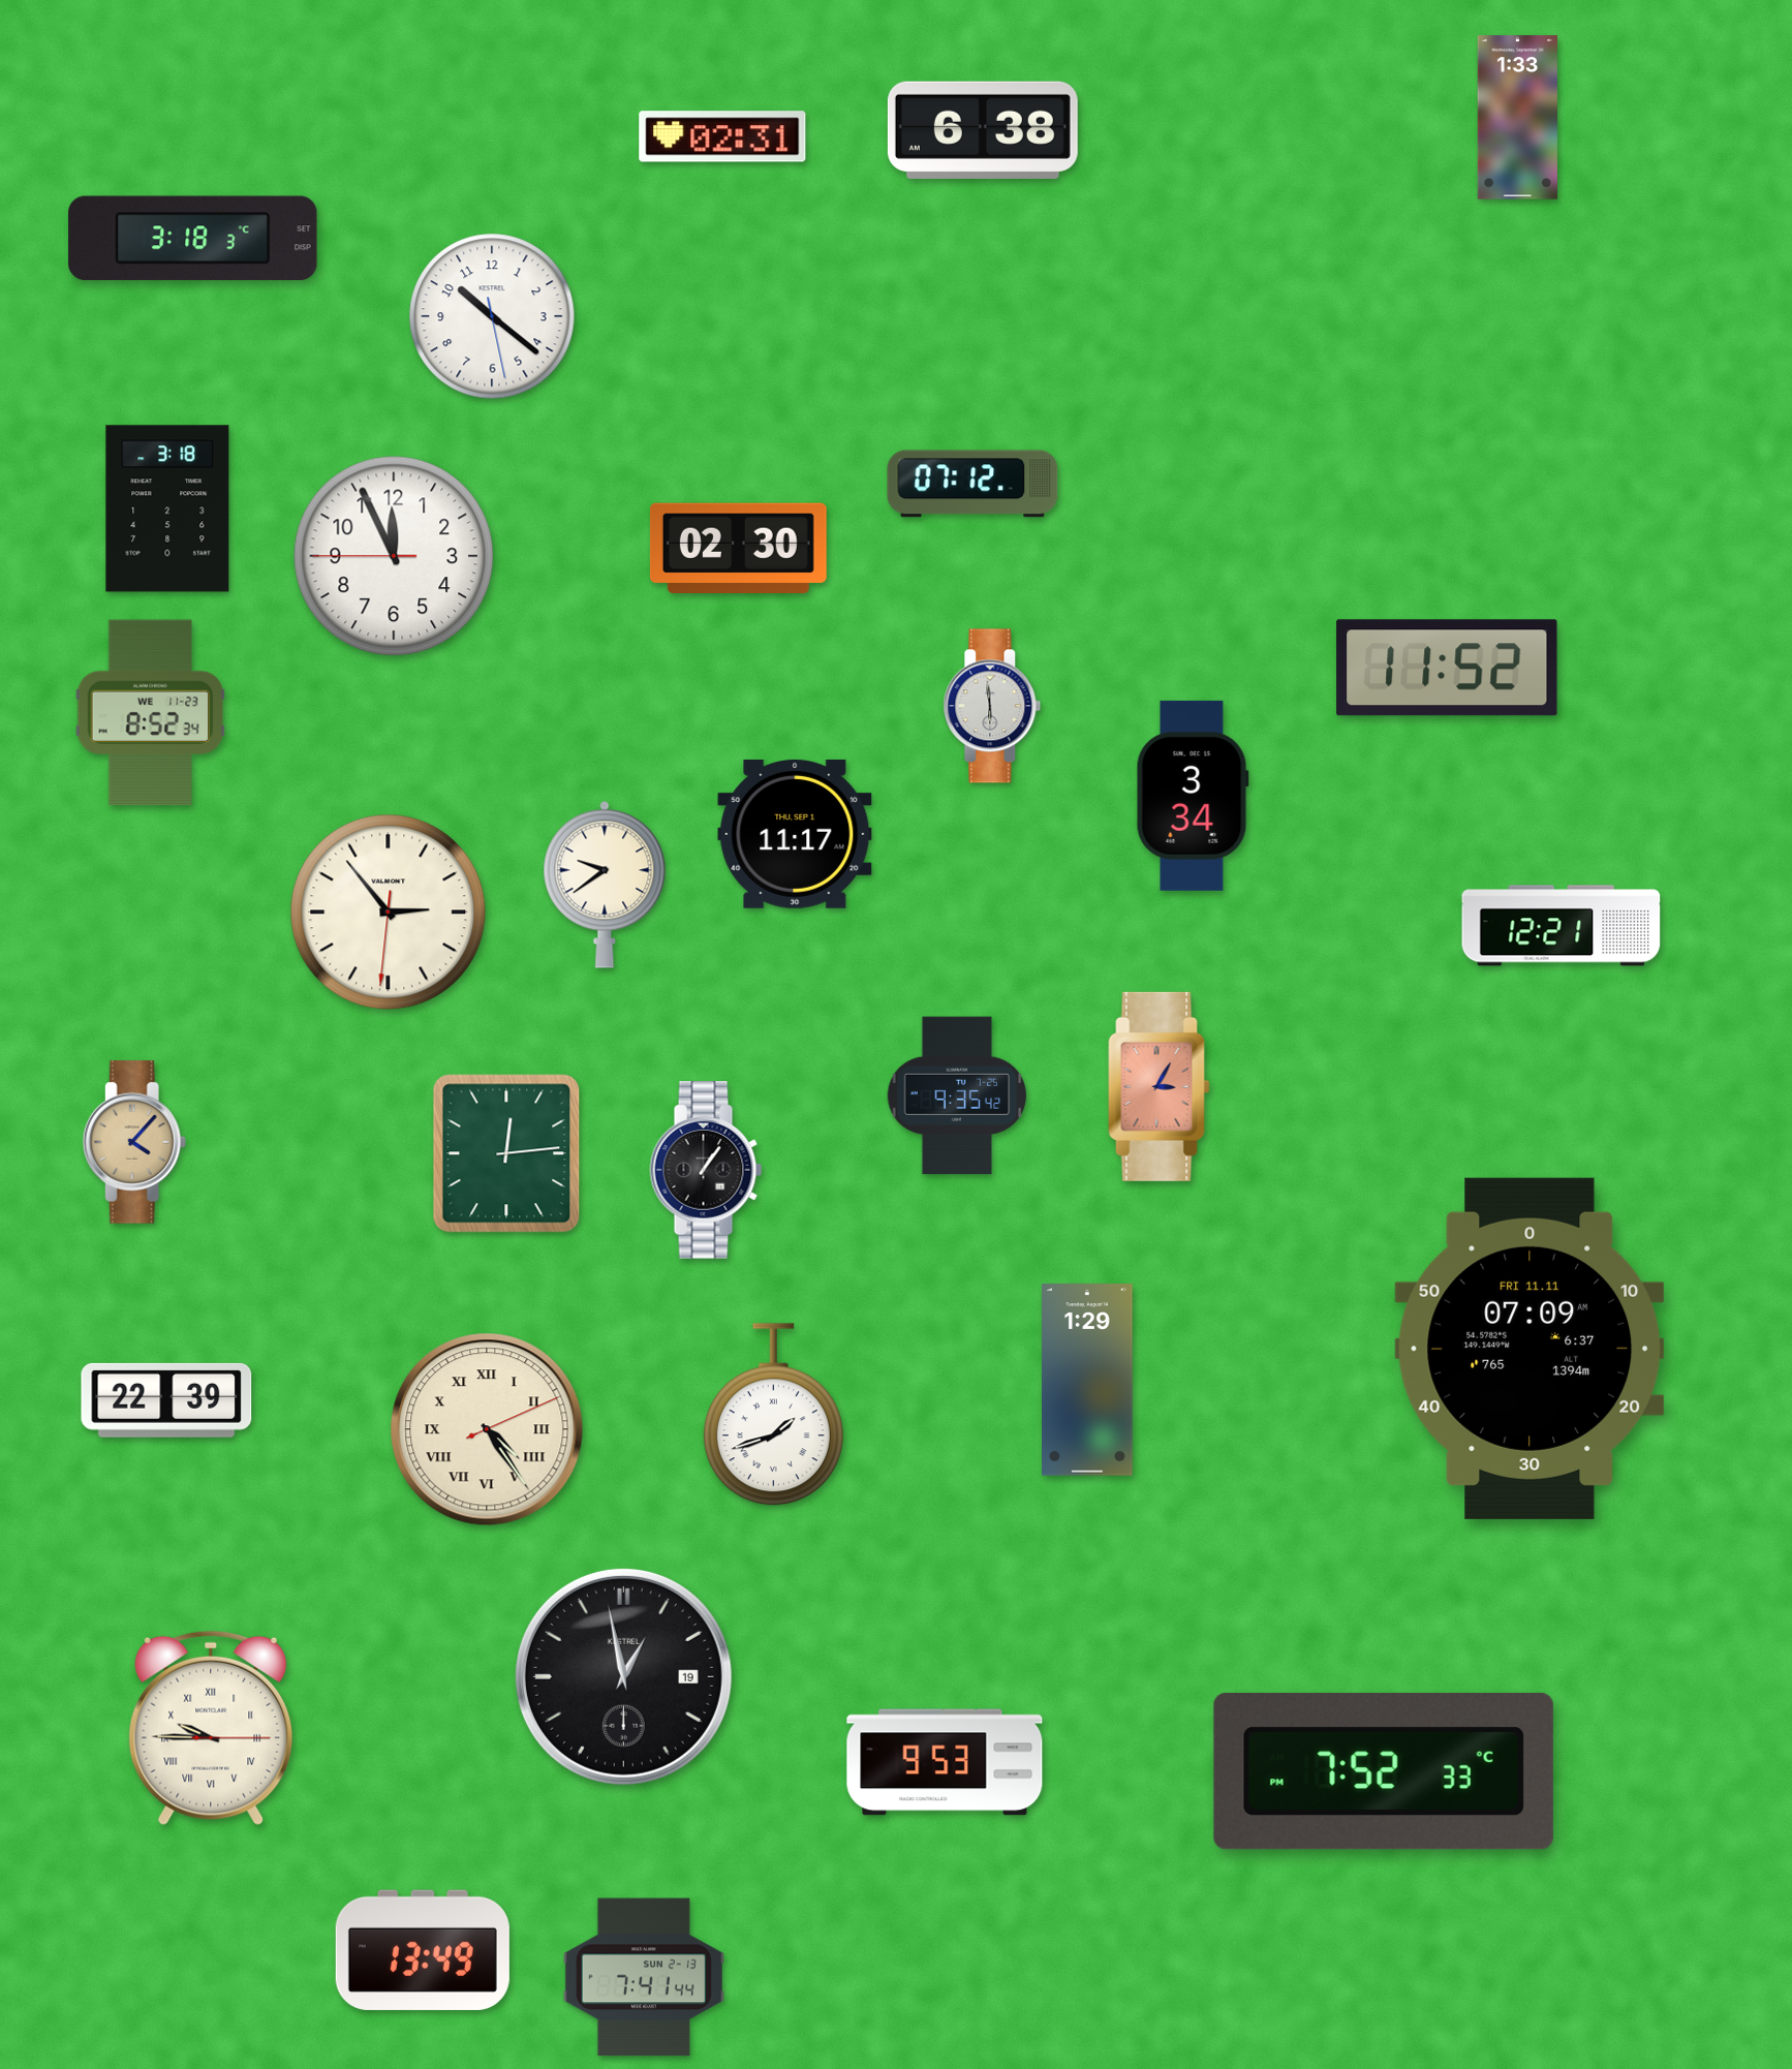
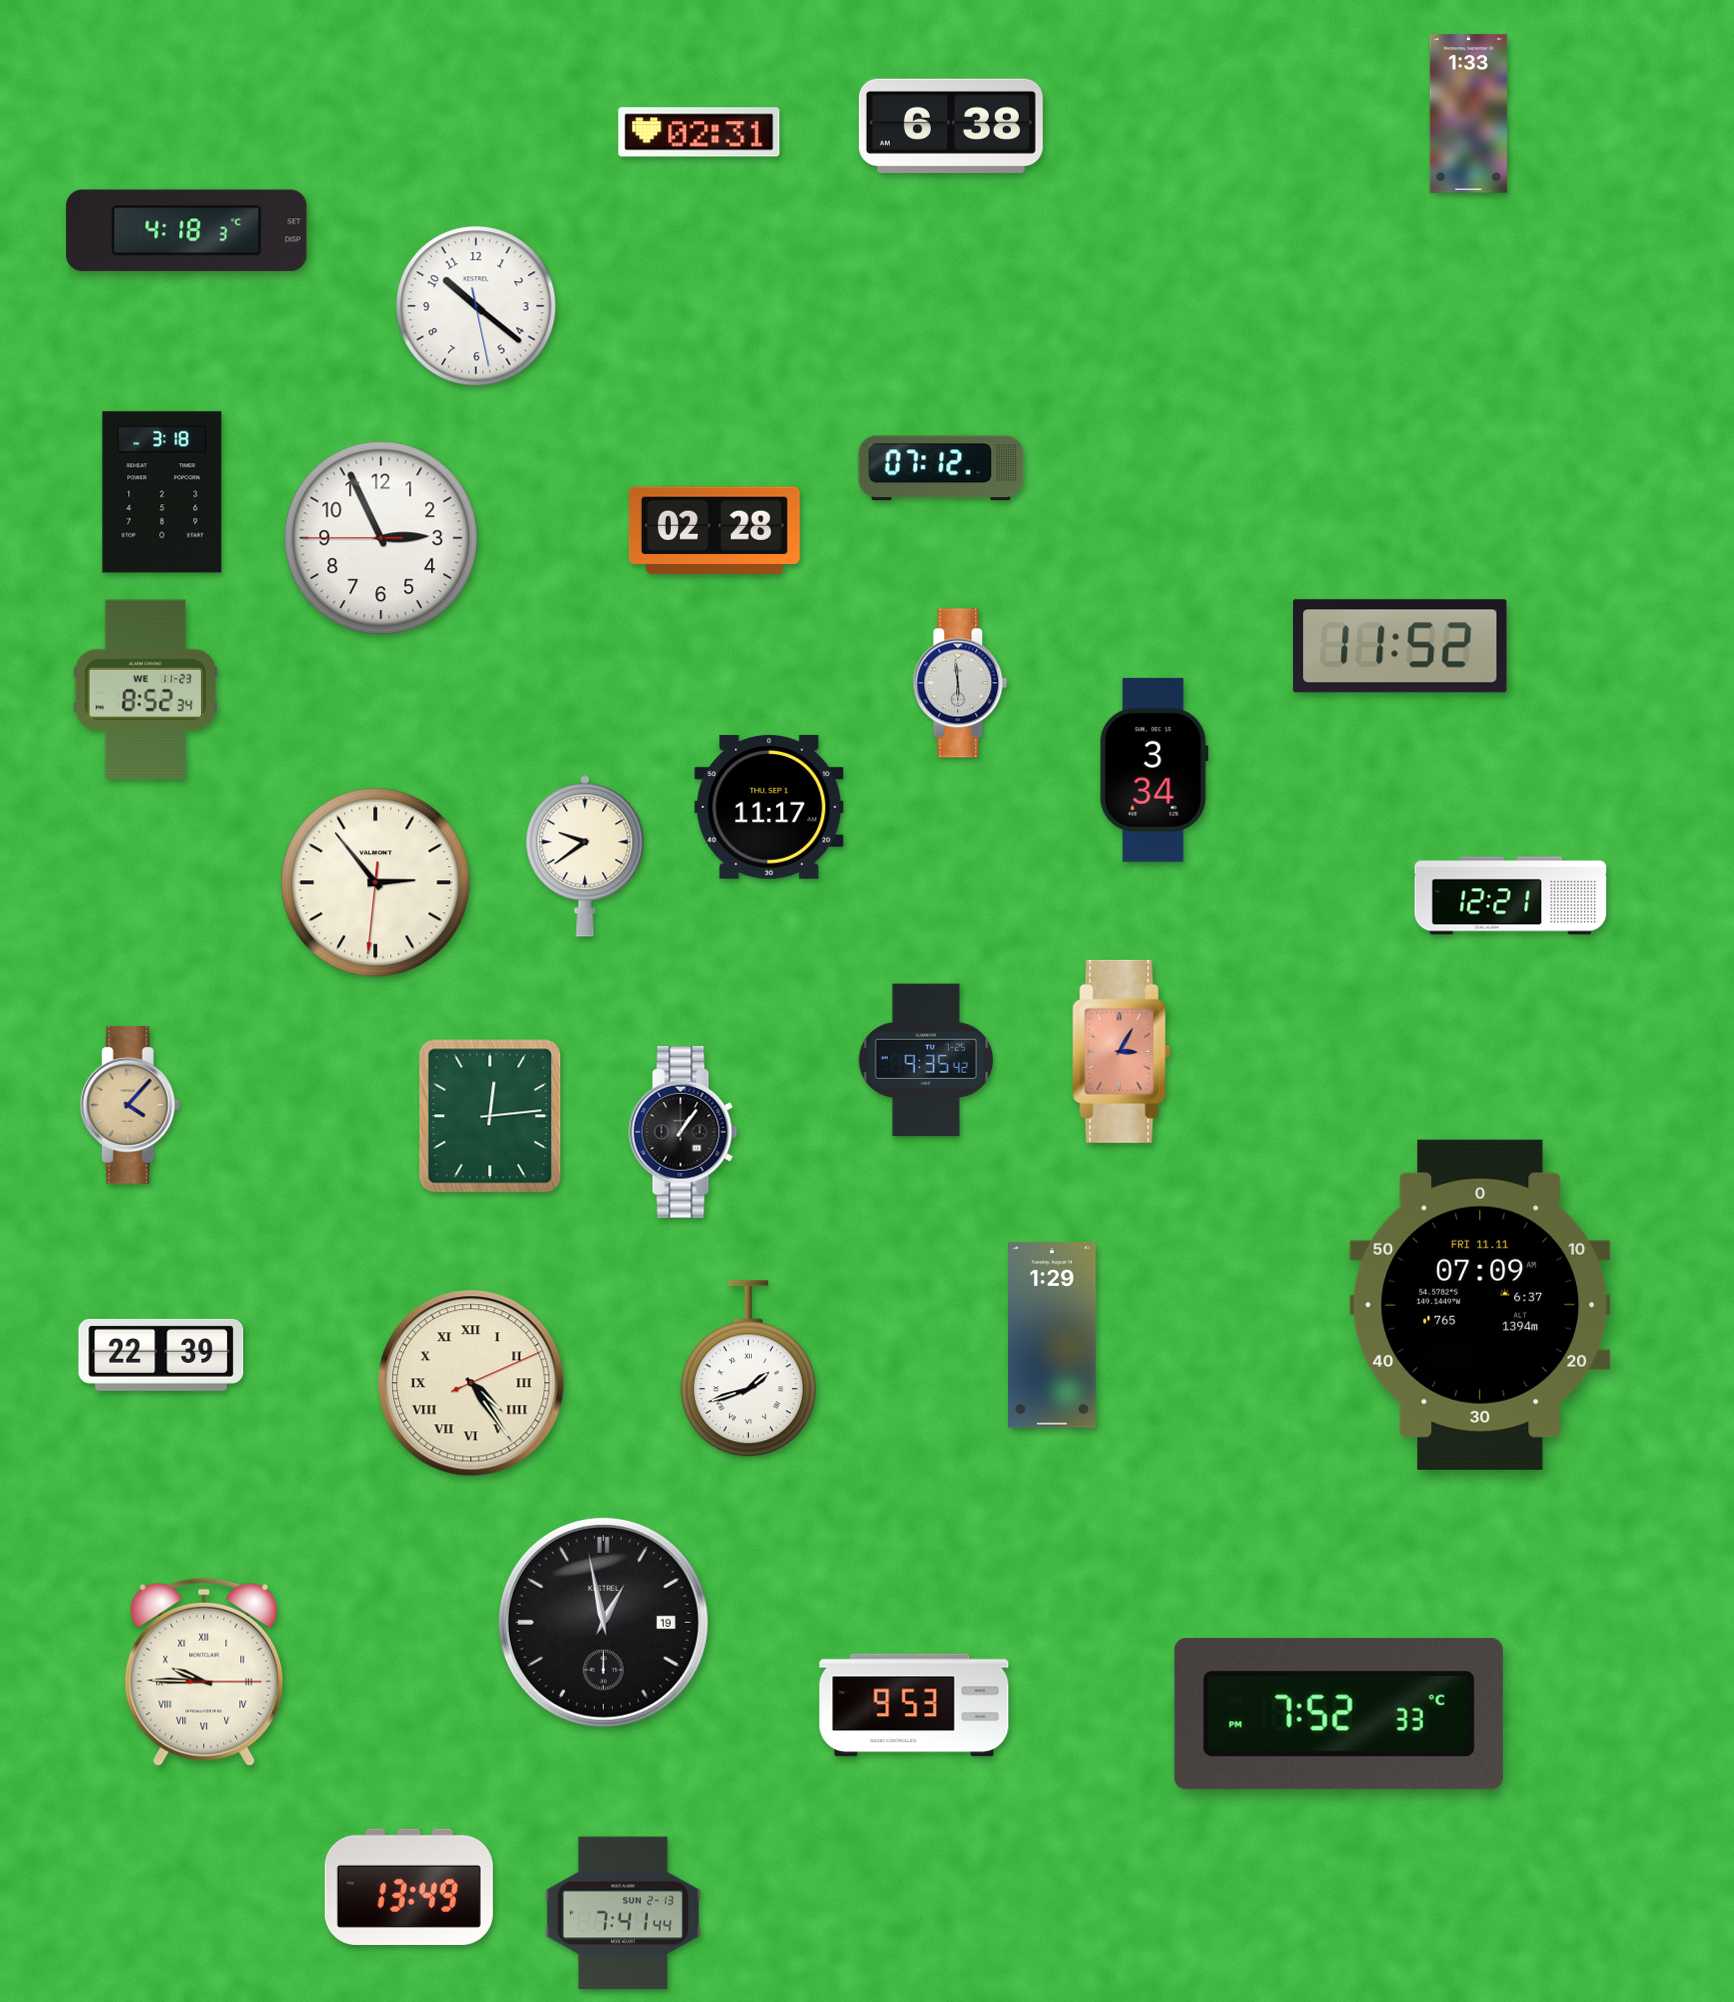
clock at (193, 239): 3:18 -> 4:18
clock at (738, 548): 02:30 -> 02:28
clock at (394, 556): 11:55 -> 2:55
